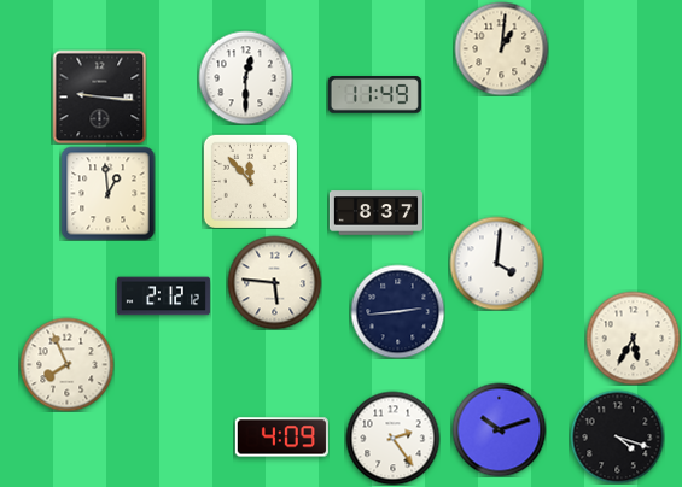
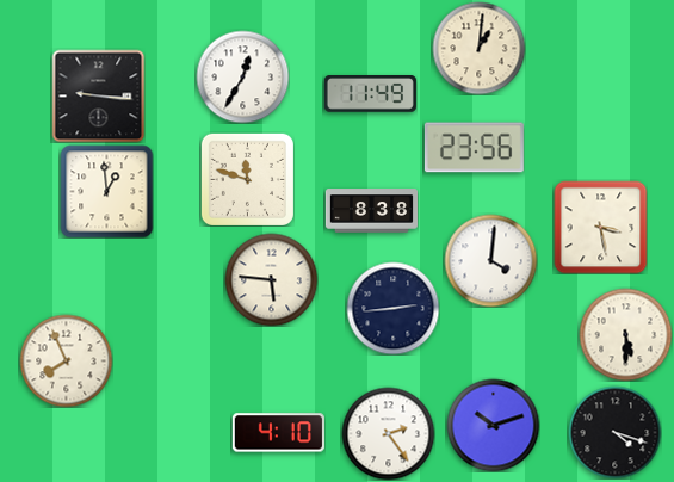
clock at (501, 48) position: (501, 48) -> (478, 48)
clock at (245, 77): 12:30 -> 12:35
clock at (474, 148): none -> 23:56
clock at (250, 181): 11:53 -> 11:48
clock at (375, 213): 8:37 -> 8:38
clock at (600, 227): none -> 3:28
clock at (163, 297): 2:12 -> none
clock at (633, 338): 5:35 -> 5:30
clock at (617, 436) position: (617, 436) -> (614, 432)
clock at (281, 438): 4:09 -> 4:10
